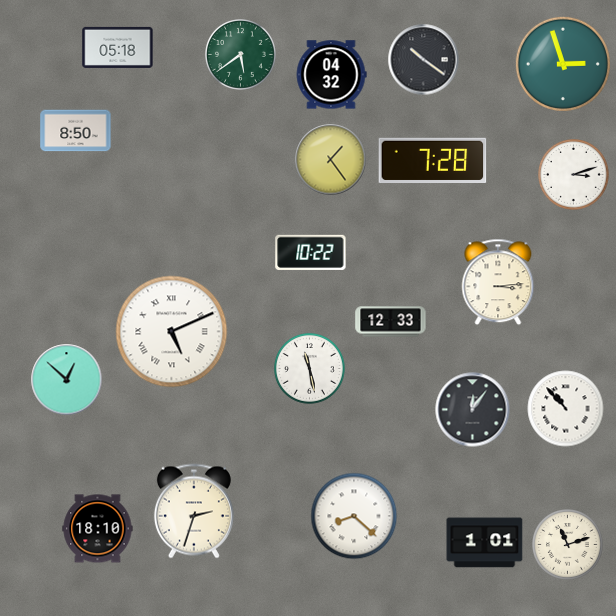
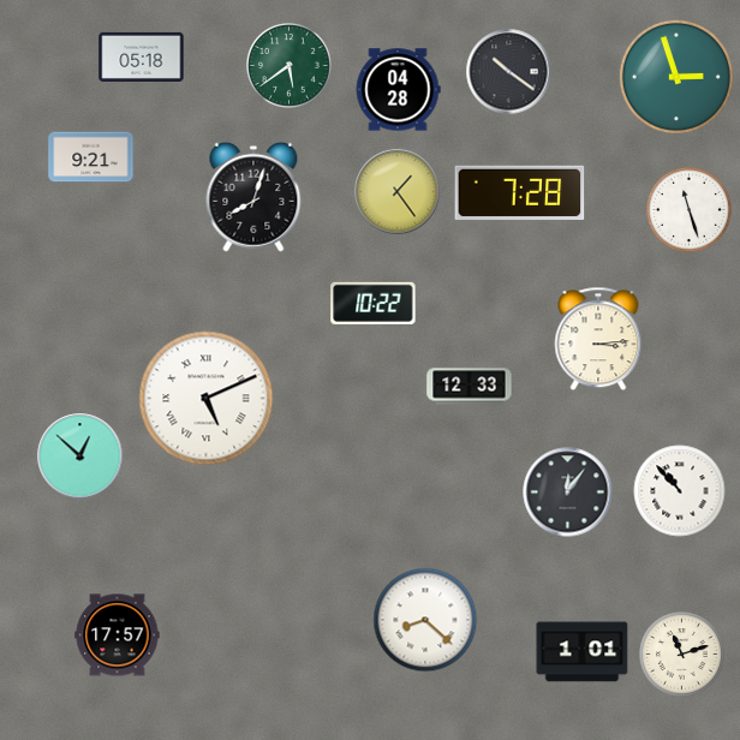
clock at (331, 75): 04:32 -> 04:28
clock at (76, 131): 8:50 -> 9:21
clock at (253, 197): none -> 8:03
clock at (574, 175): 3:12 -> 11:27
clock at (310, 369): 11:28 -> none
clock at (194, 511): 2:33 -> none
clock at (98, 529): 18:10 -> 17:57
